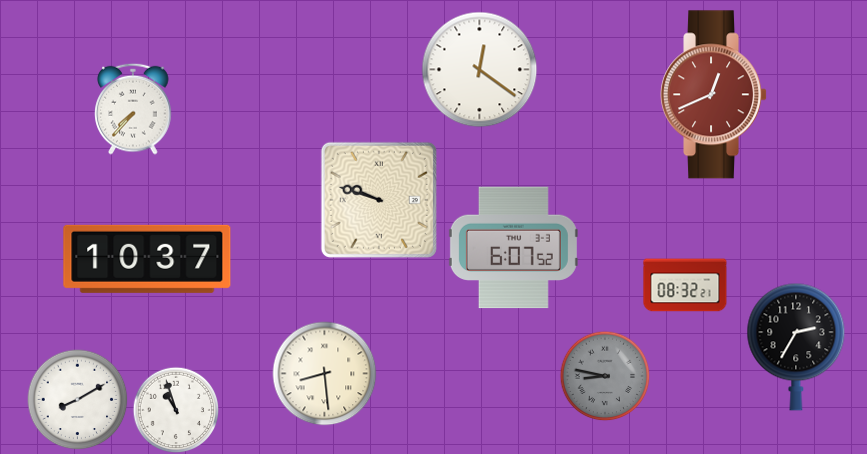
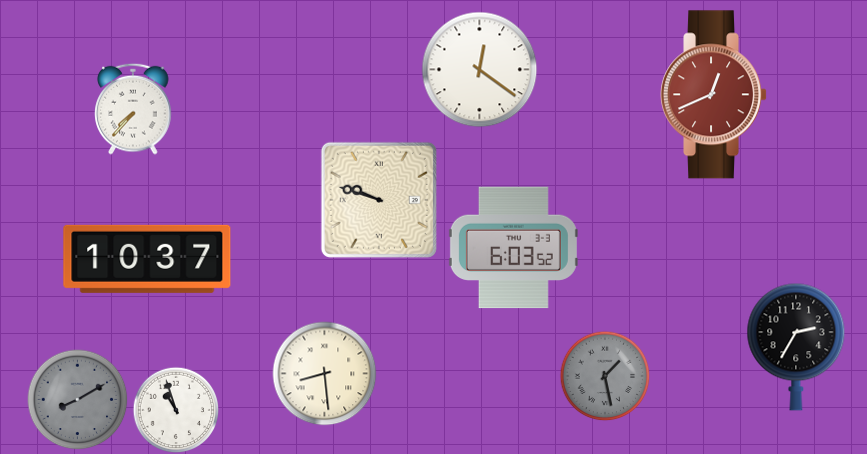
clock at (513, 248): 6:07 -> 6:03
clock at (685, 285): 08:32 -> none
clock at (605, 376): 8:47 -> 1:28
clock at (78, 400) dial: white -> grey
